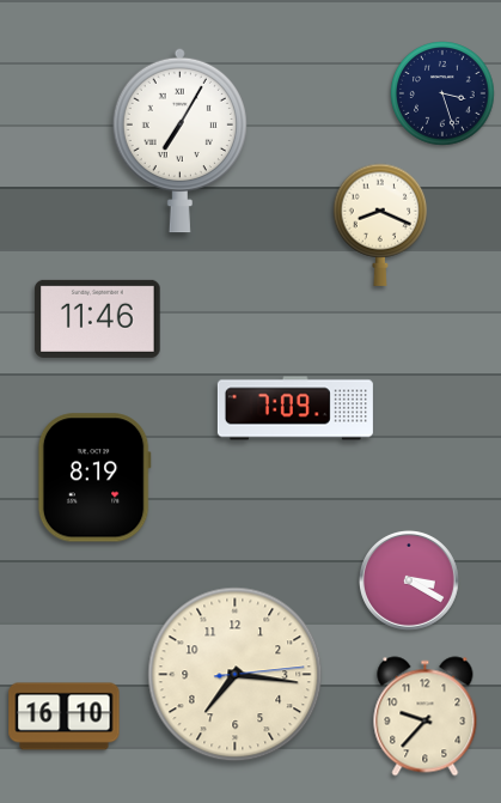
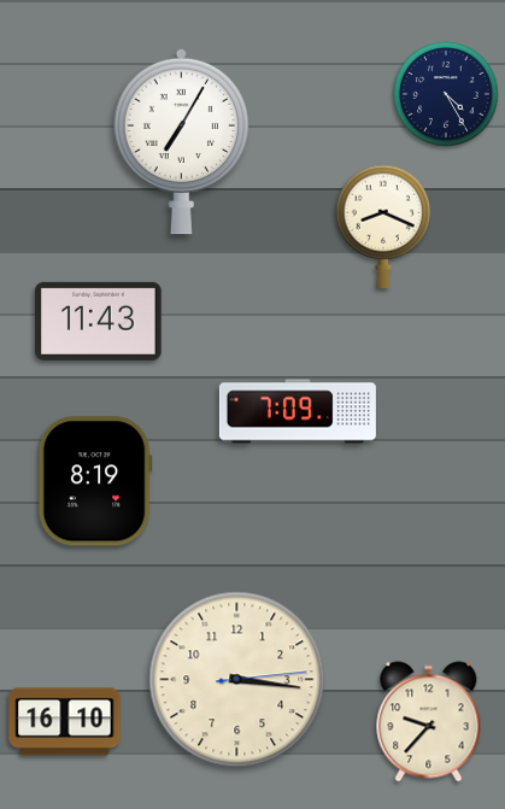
clock at (442, 93): 3:27 -> 4:25
clock at (98, 318): 11:46 -> 11:43
clock at (409, 580): 3:20 -> none
clock at (236, 675): 7:16 -> 3:16
